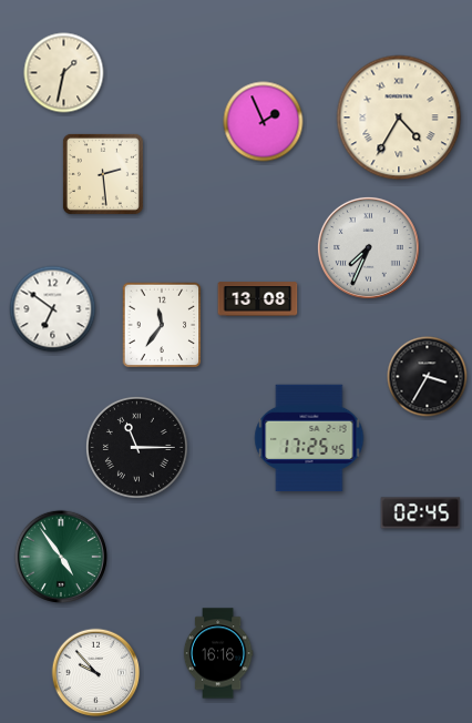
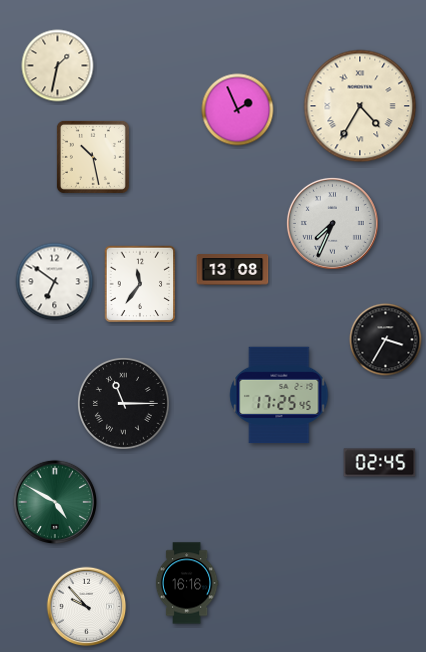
clock at (103, 174): 2:29 -> 10:28
clock at (53, 309) position: (53, 309) -> (55, 282)
clock at (162, 325) position: (162, 325) -> (140, 284)
clock at (60, 556): 4:54 -> 4:50
clock at (218, 653) position: (218, 653) -> (187, 583)
